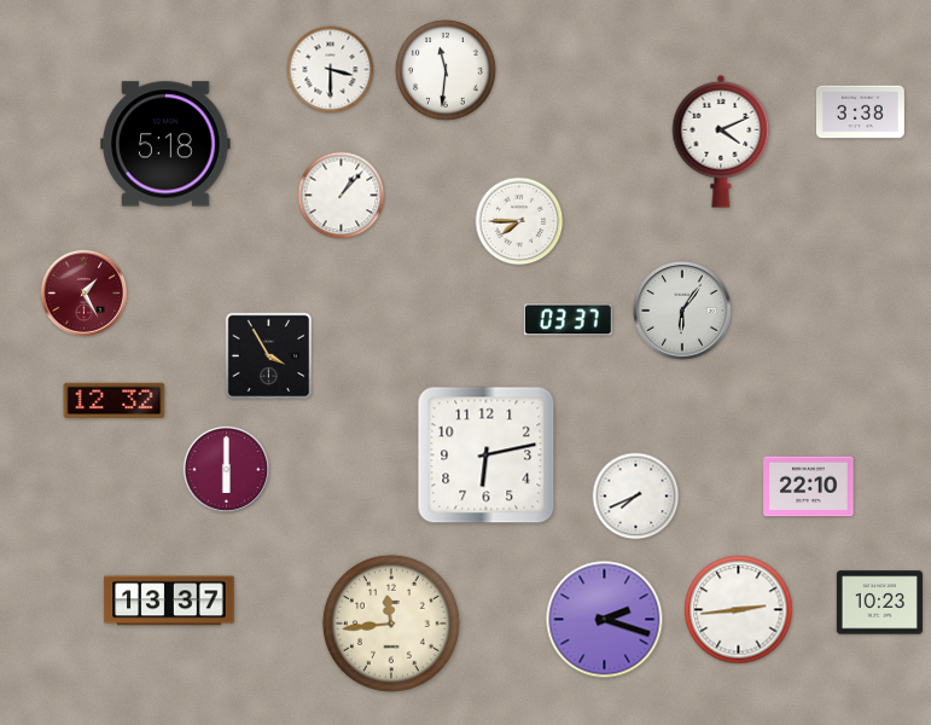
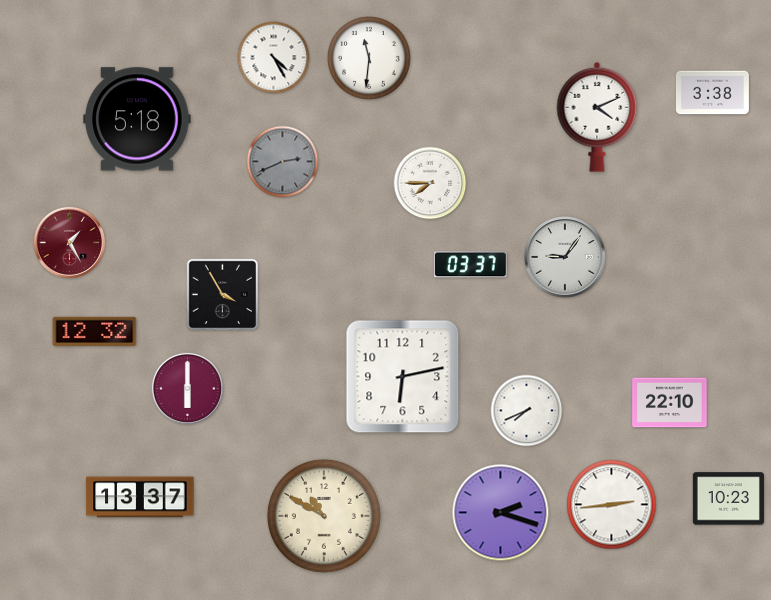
clock at (331, 70): 3:30 -> 4:25
clock at (342, 196): 1:07 -> 2:41
clock at (342, 196) dial: white -> grey
clock at (682, 311): 6:06 -> 9:06
clock at (391, 623): 11:44 -> 10:50
